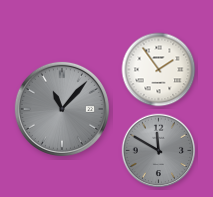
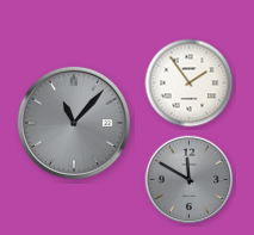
clock at (62, 109) position: (62, 109) -> (74, 123)
